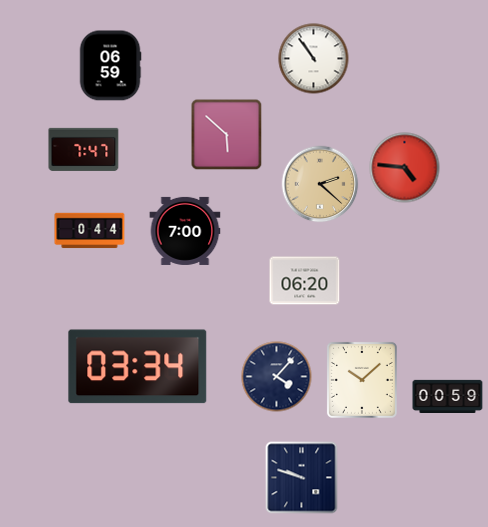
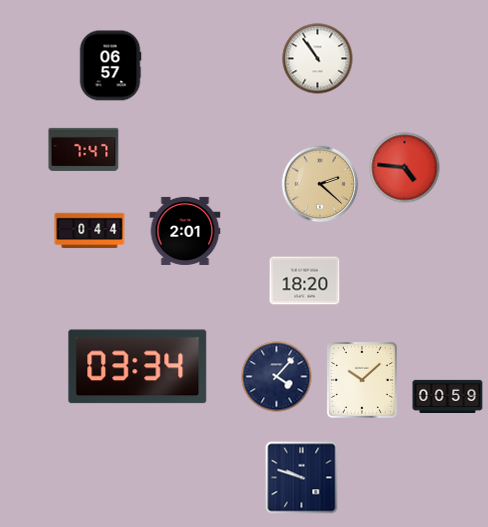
clock at (314, 59) position: (314, 59) -> (318, 59)
clock at (110, 66): 06:59 -> 06:57
clock at (227, 135): 5:52 -> none
clock at (185, 231): 7:00 -> 2:01
clock at (305, 281): 06:20 -> 18:20
